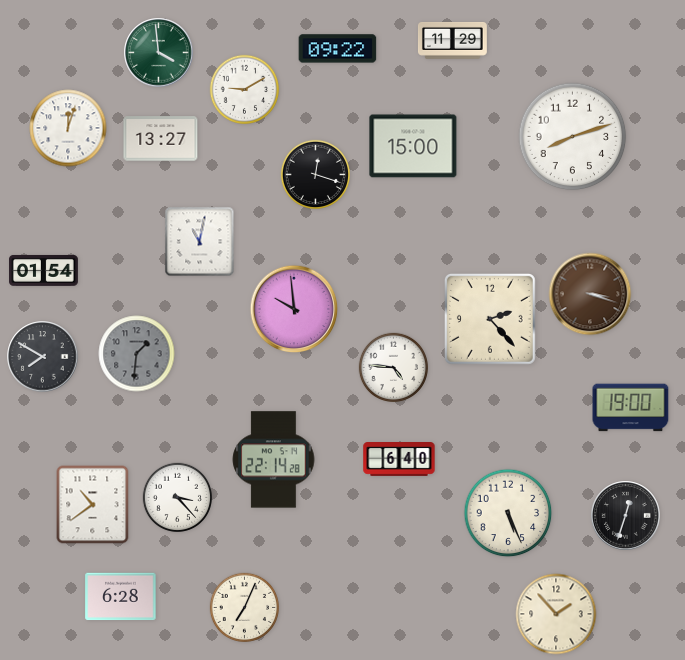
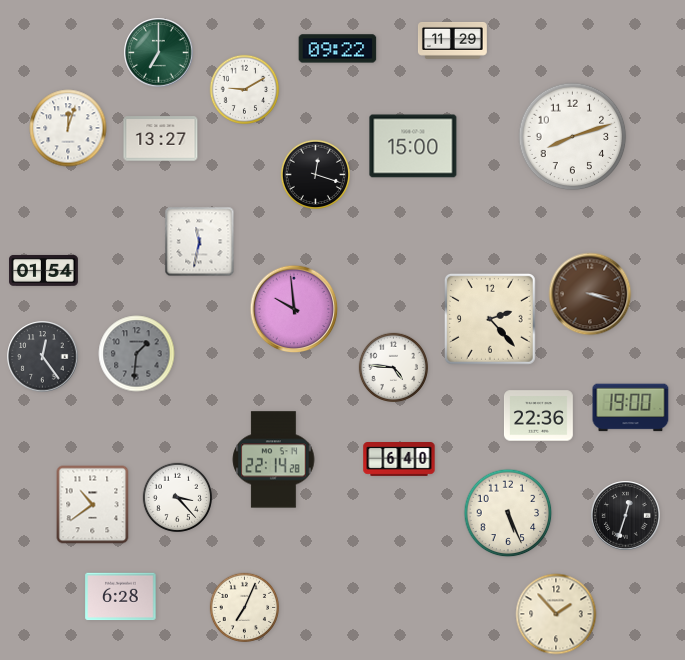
clock at (159, 53): 3:59 -> 7:00
clock at (200, 242): 11:02 -> 11:32
clock at (43, 357): 7:50 -> 12:24
clock at (538, 416): none -> 22:36
